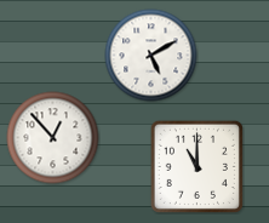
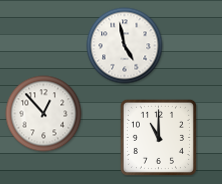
clock at (151, 56): 5:10 -> 4:58
clock at (196, 166) position: (196, 166) -> (158, 137)
